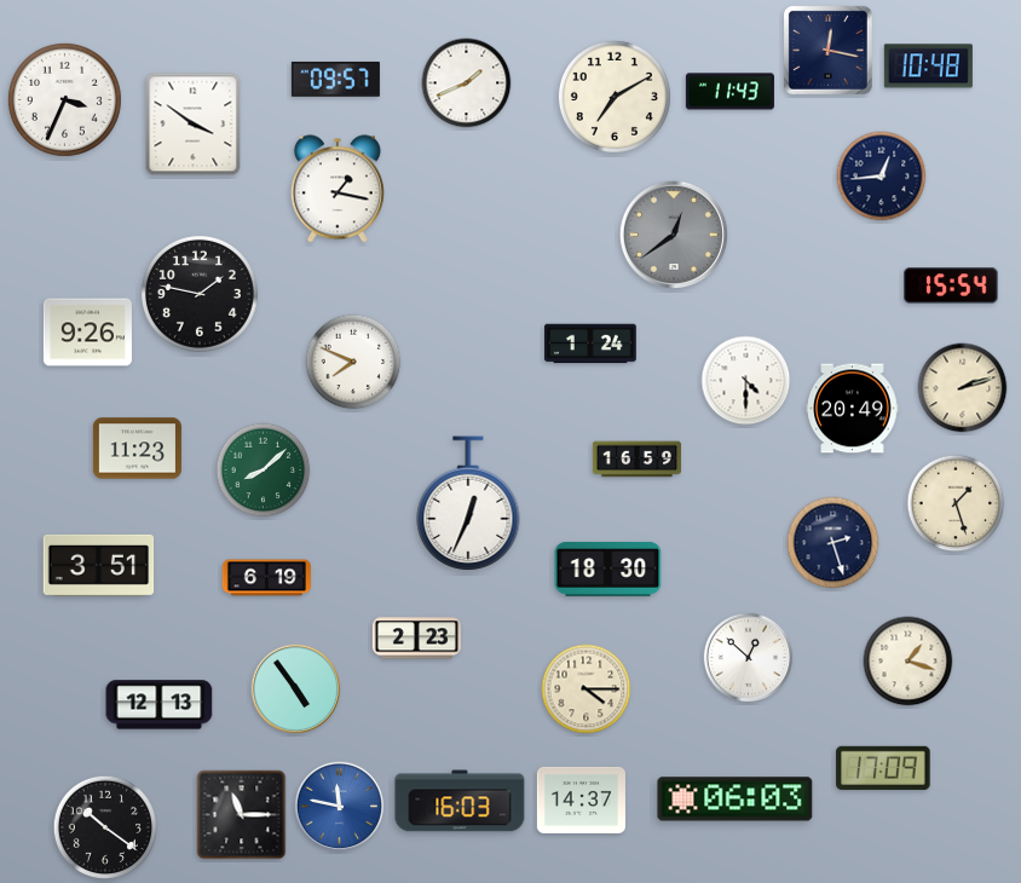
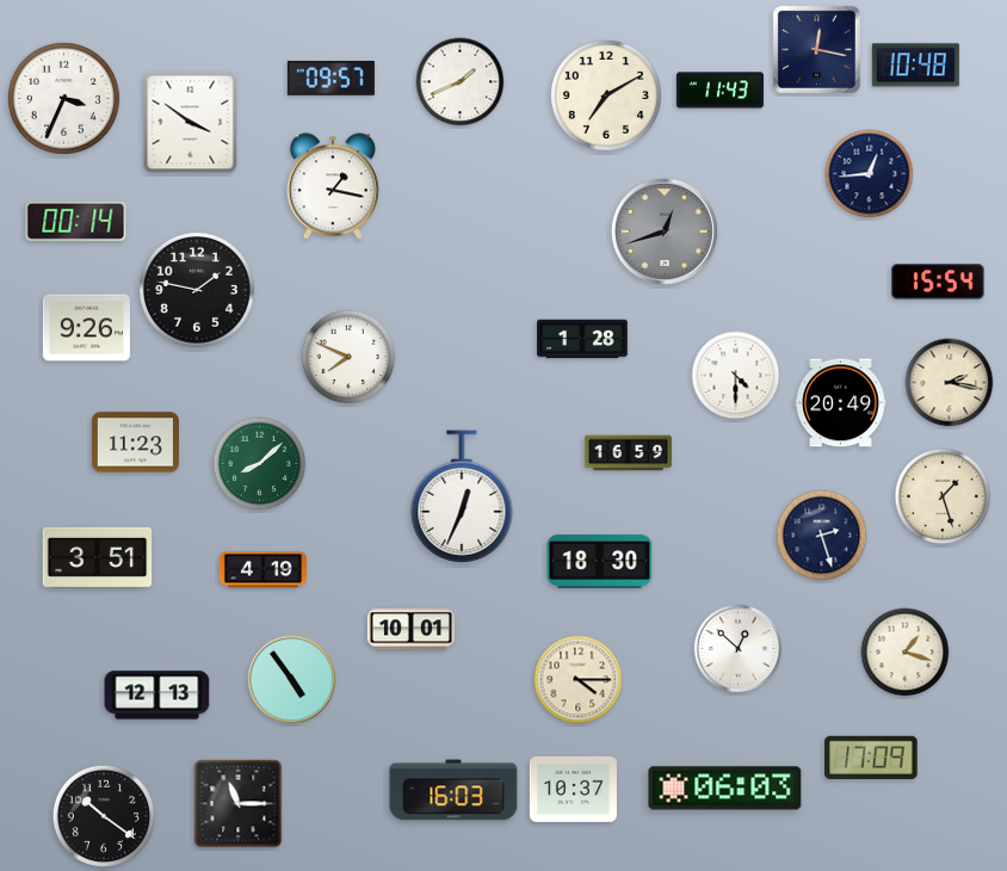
clock at (76, 221): none -> 00:14
clock at (674, 235): 12:39 -> 12:42
clock at (590, 344): 1:24 -> 1:28
clock at (963, 388): 2:12 -> 2:17
clock at (266, 578): 6:19 -> 4:19
clock at (416, 639): 2:23 -> 10:01
clock at (908, 662) position: (908, 662) -> (906, 653)
clock at (581, 800): 14:37 -> 10:37
clock at (340, 807): 11:47 -> none
